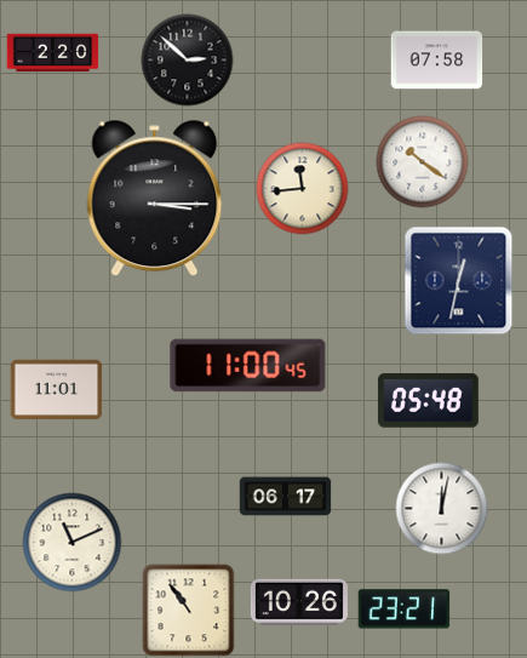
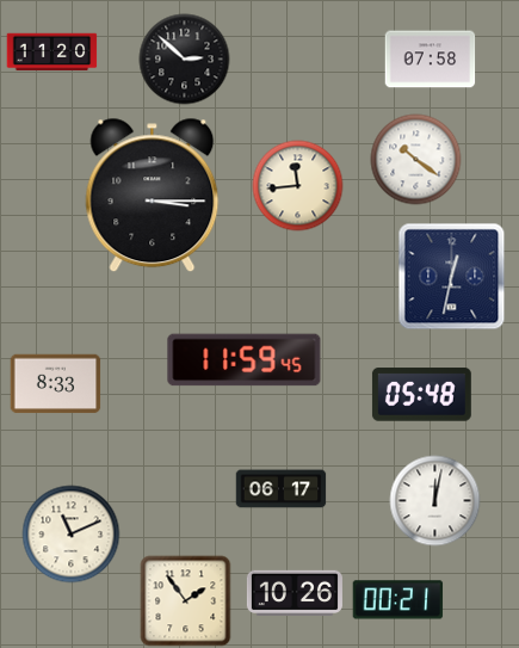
clock at (53, 53): 2:20 -> 11:20
clock at (248, 366): 11:00 -> 11:59
clock at (57, 390): 11:01 -> 8:33
clock at (405, 610): 23:21 -> 00:21
clock at (189, 611): 10:54 -> 1:54
